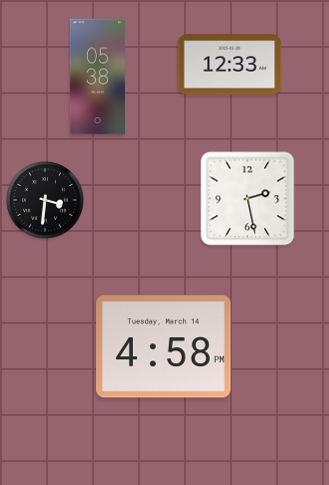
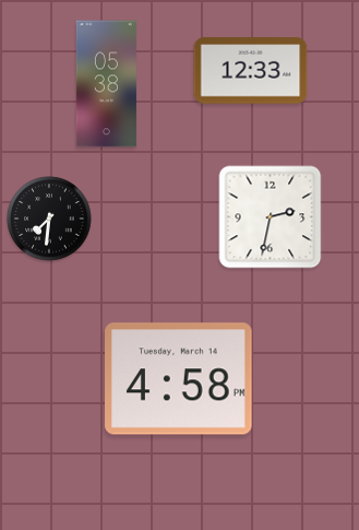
clock at (248, 199): 2:28 -> 2:32
clock at (45, 200): 3:31 -> 7:31
